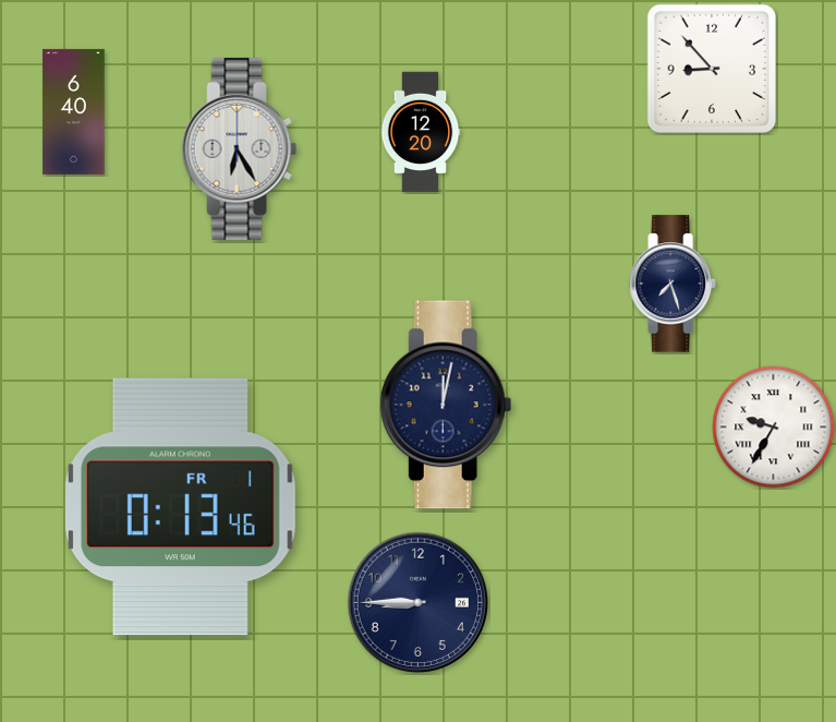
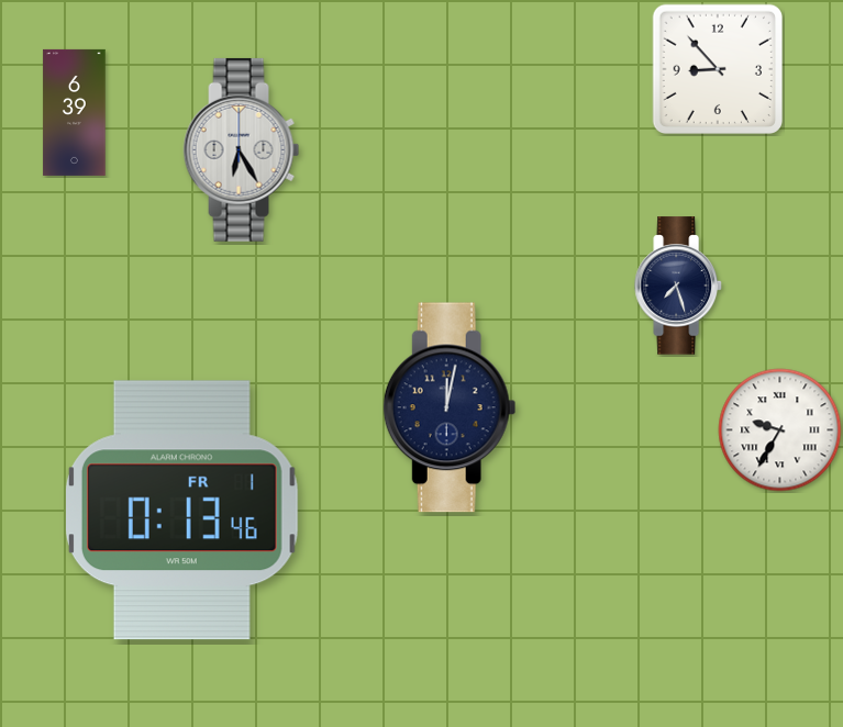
clock at (74, 111): 6:40 -> 6:39
clock at (421, 132): 12:20 -> none
clock at (419, 603): 8:45 -> none
